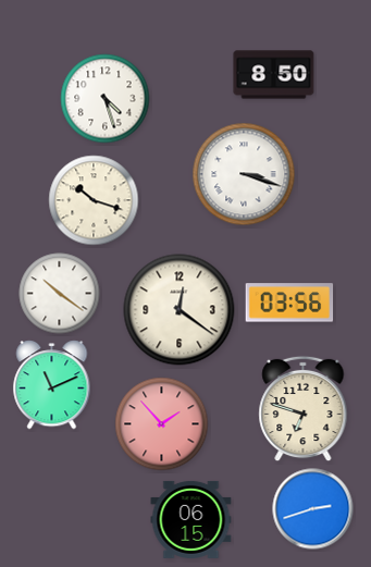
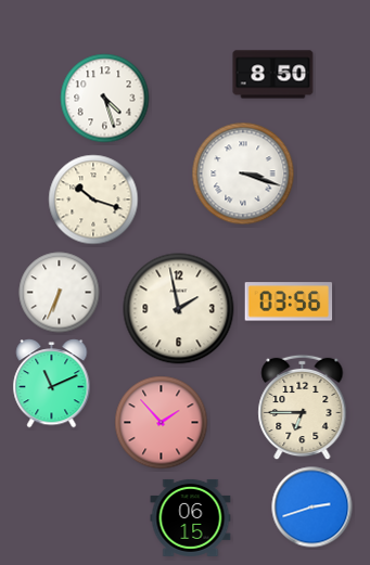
clock at (60, 294): 10:21 -> 6:34
clock at (180, 310): 12:21 -> 1:58
clock at (304, 409): 6:48 -> 6:45
